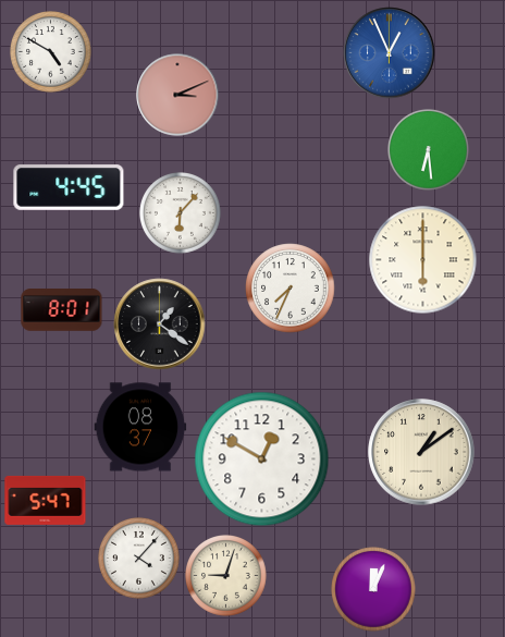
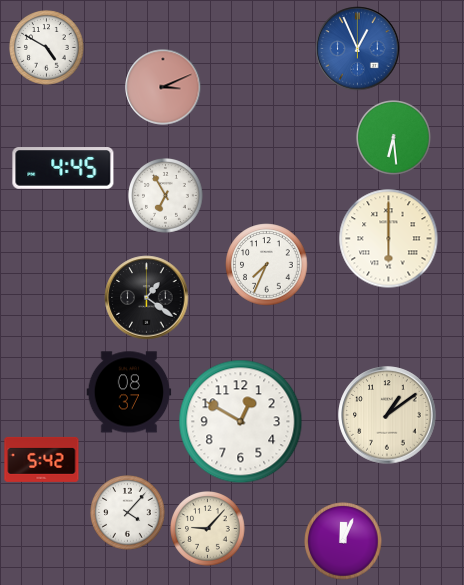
clock at (69, 187) position: (69, 187) -> (63, 168)
clock at (181, 213): 6:07 -> 6:55
clock at (62, 310): 8:01 -> none
clock at (46, 500): 5:47 -> 5:42
clock at (226, 576): 9:03 -> 9:07
